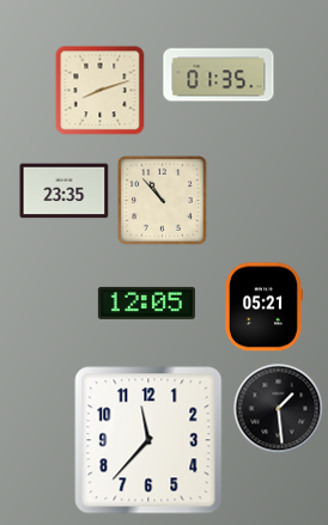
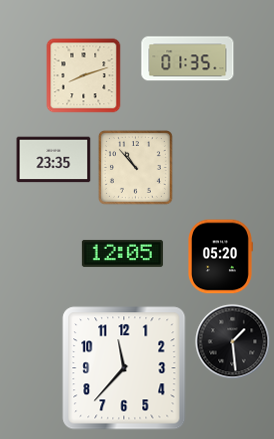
clock at (219, 75) position: (219, 75) -> (188, 59)
clock at (265, 307): 05:21 -> 05:20
